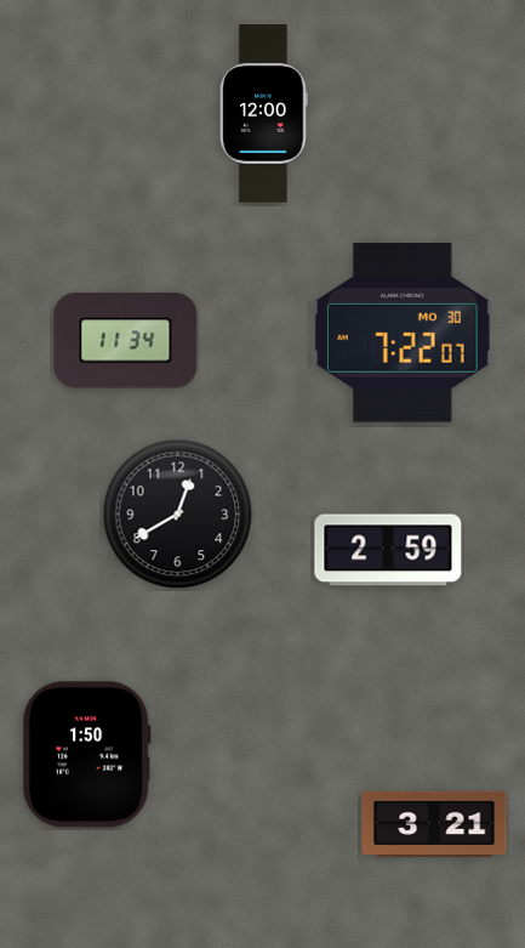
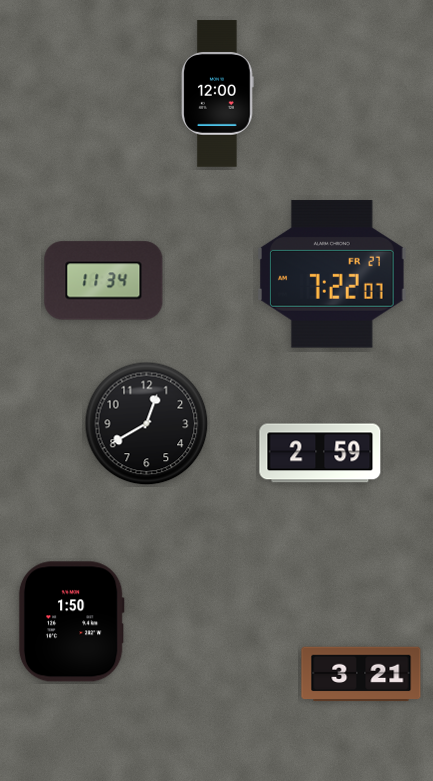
clock at (403, 333) date: MO 30 -> FR 27
clock at (434, 824) position: (434, 824) -> (361, 674)
